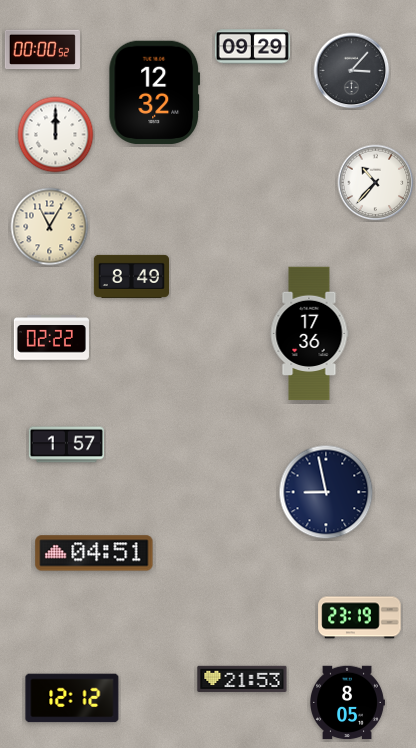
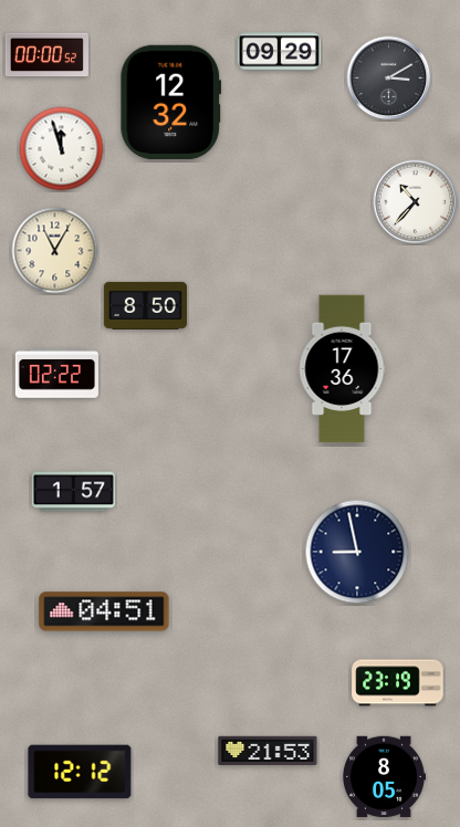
clock at (352, 71): 3:07 -> 3:10
clock at (56, 135): 12:00 -> 11:57
clock at (131, 276): 8:49 -> 8:50
clock at (326, 492) position: (326, 492) -> (357, 552)
